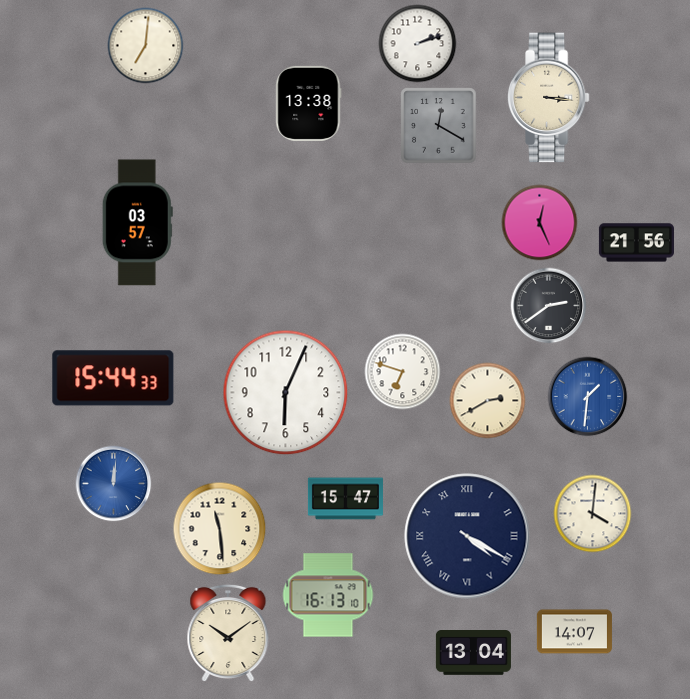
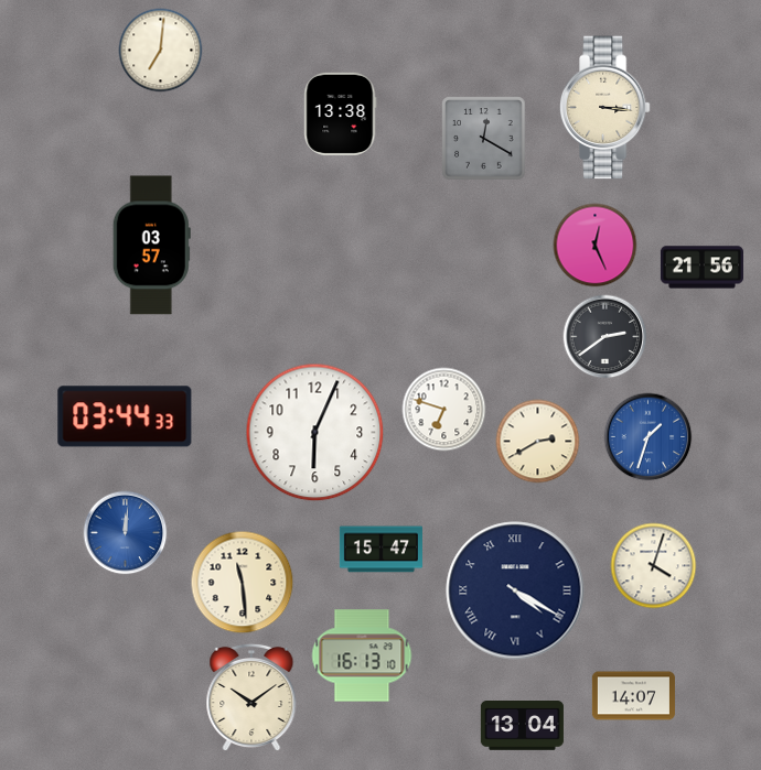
clock at (418, 44): 2:12 -> none
clock at (113, 378): 15:44 -> 03:44
clock at (588, 397): 1:31 -> 1:33
clock at (593, 514): 4:01 -> 4:03
clock at (473, 653) position: (473, 653) -> (522, 726)
